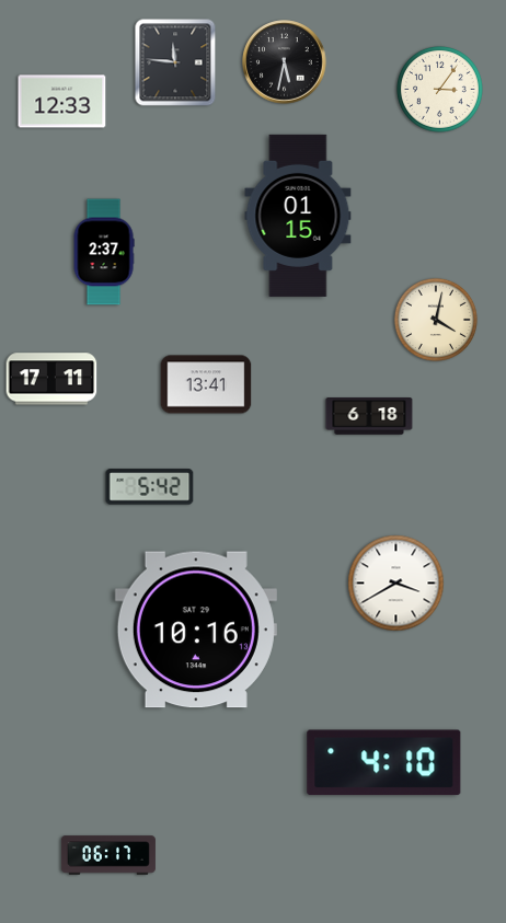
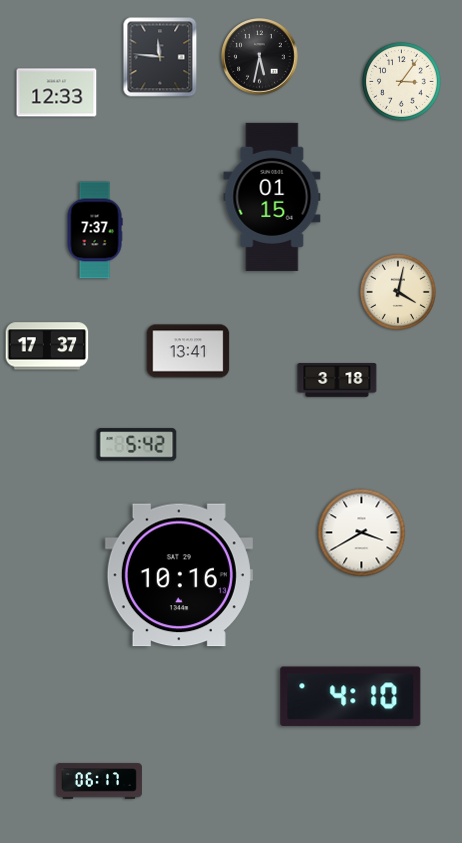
clock at (104, 252): 2:37 -> 7:37
clock at (51, 379): 17:11 -> 17:37
clock at (369, 416): 6:18 -> 3:18
